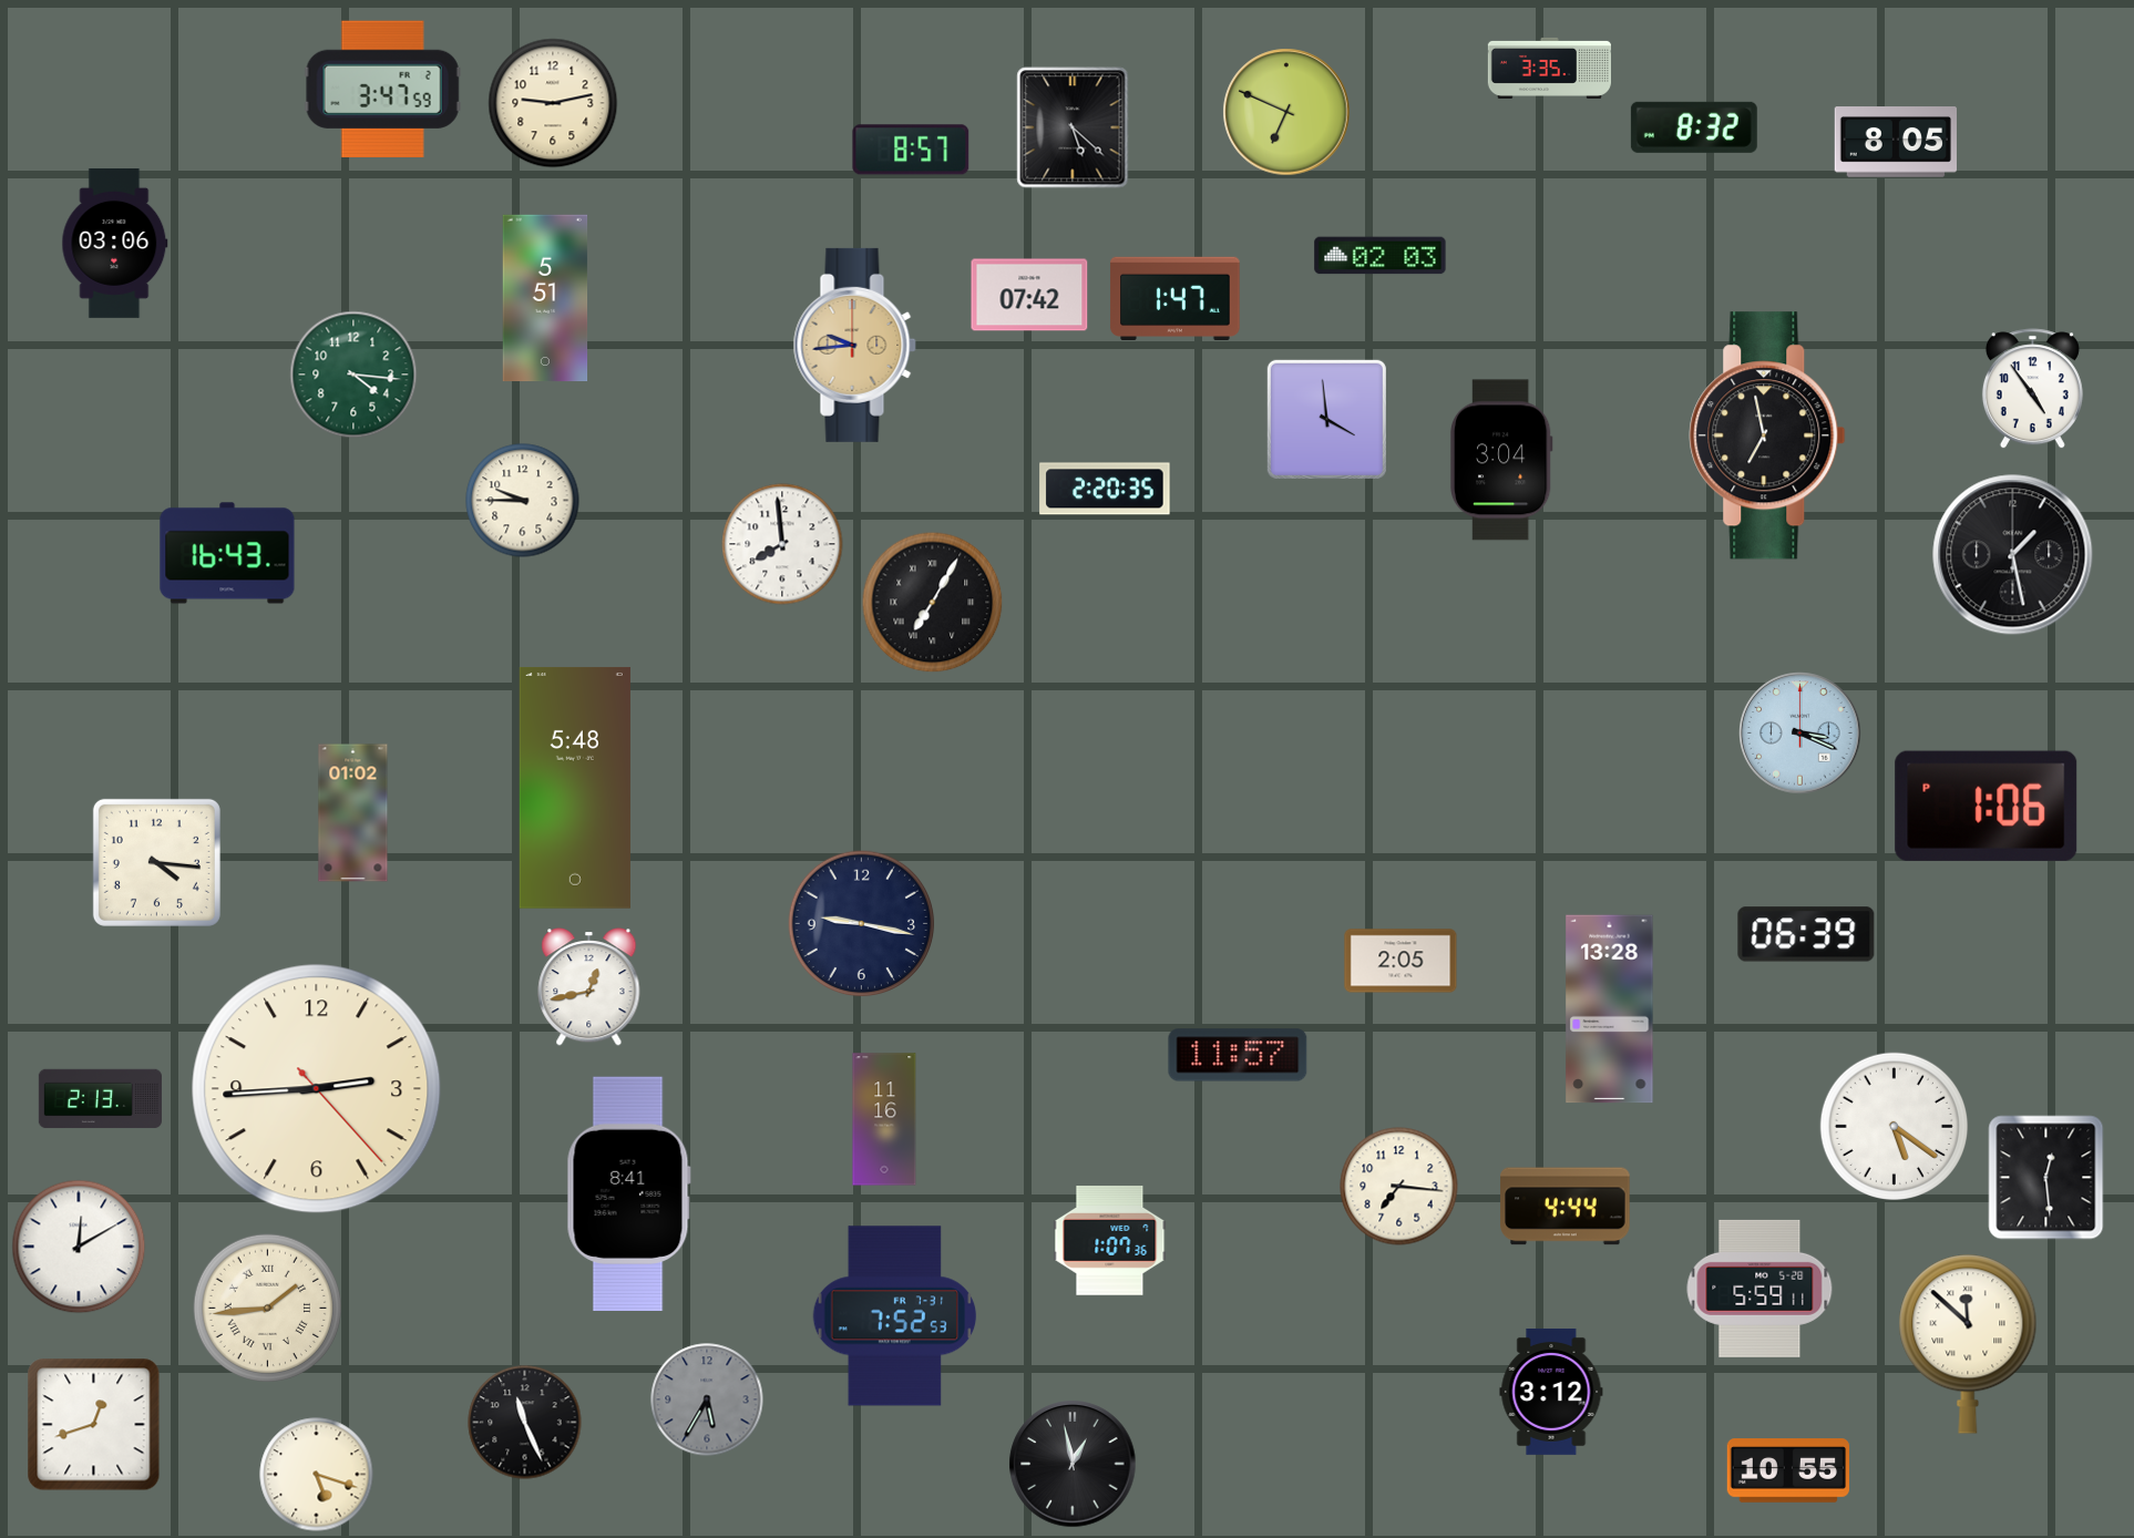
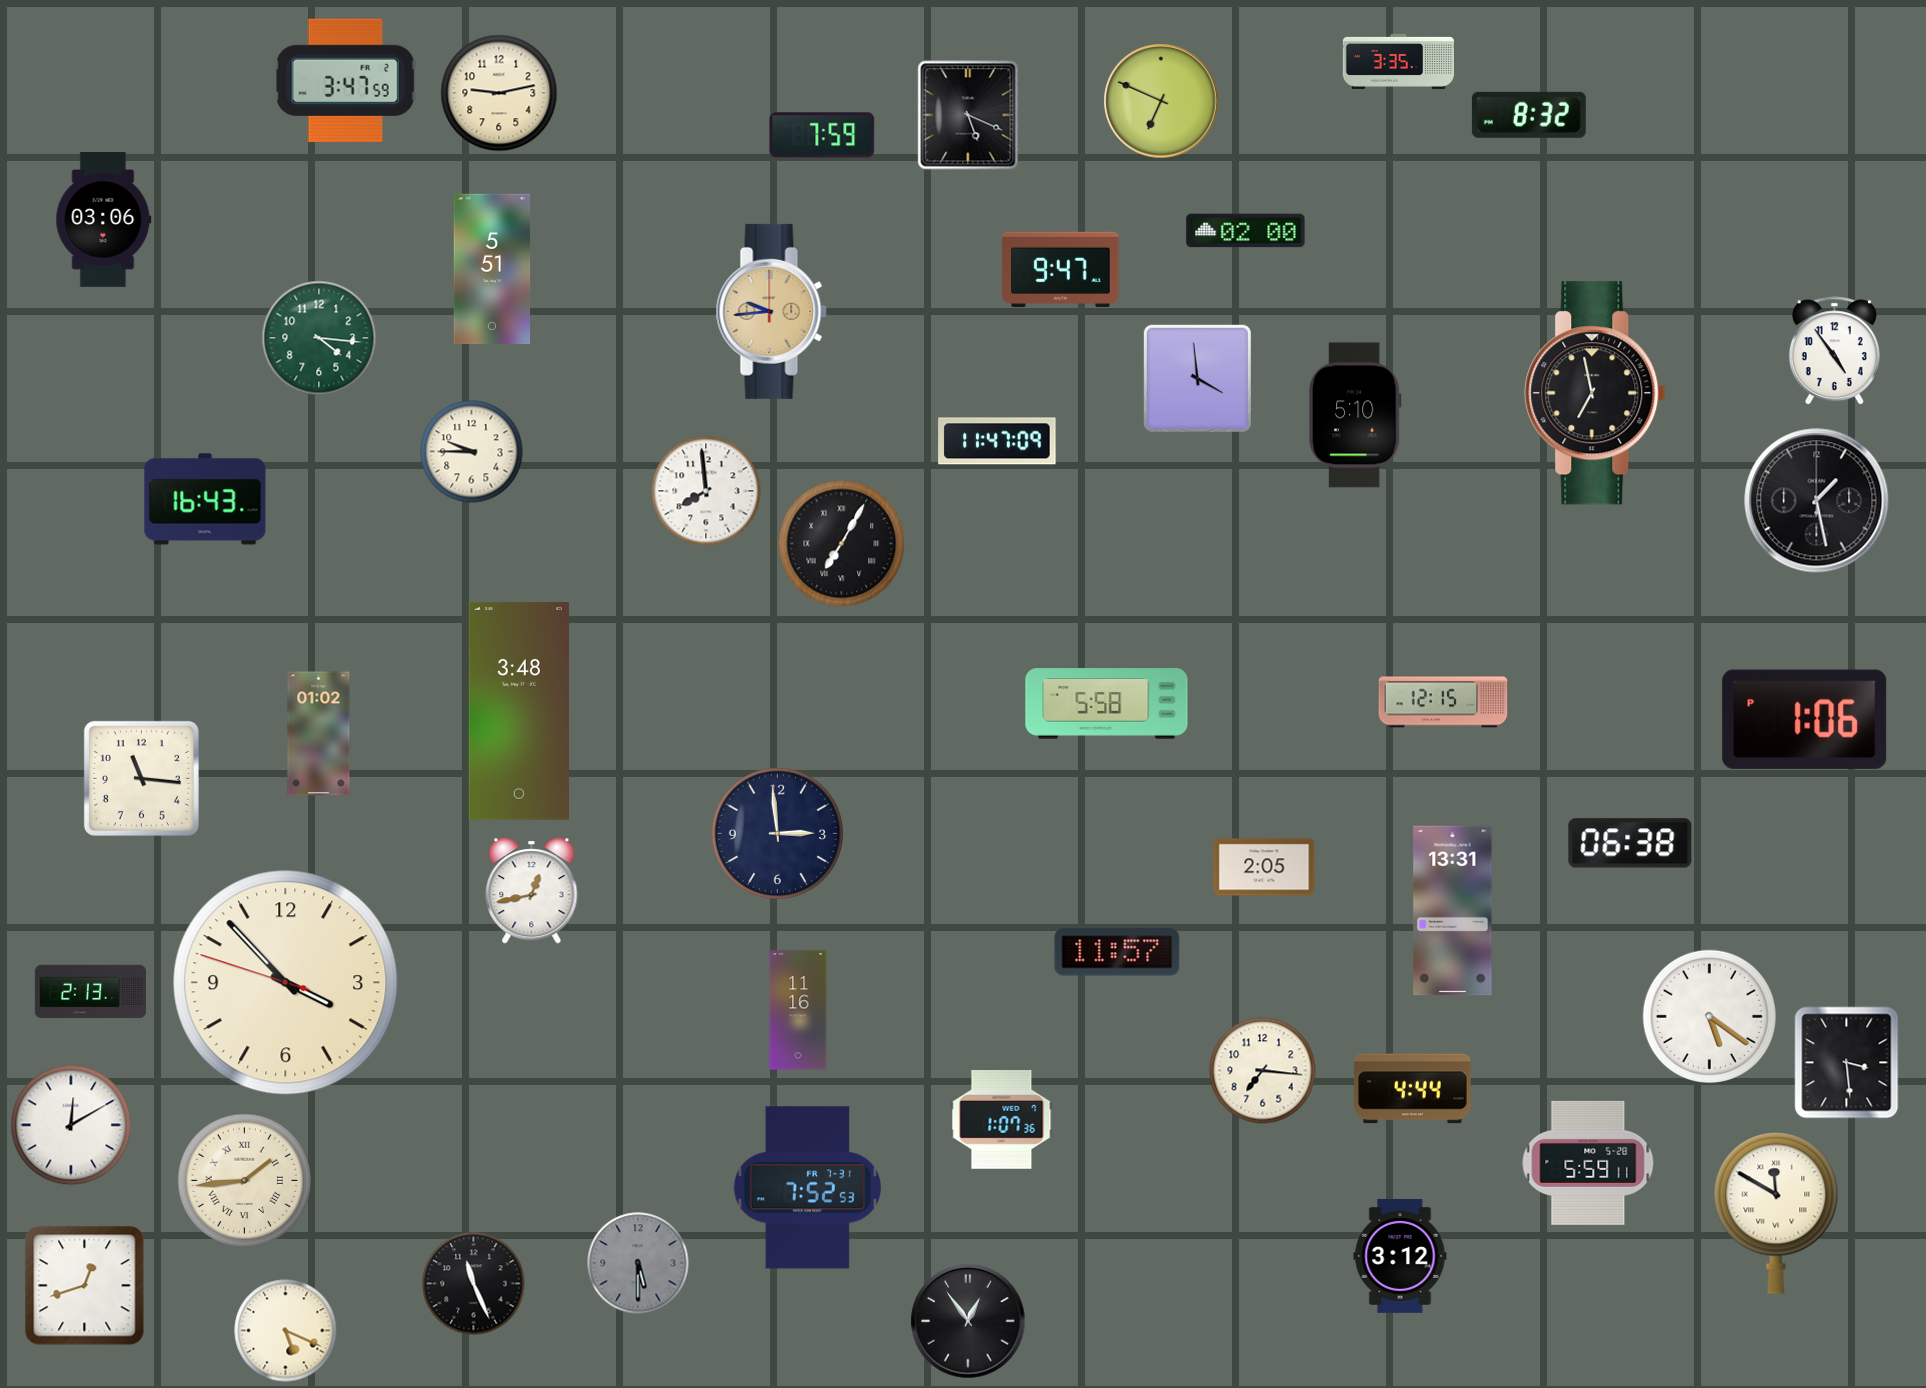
clock at (1073, 127): 5:22 -> 5:19
clock at (1895, 142): 8:05 -> none
clock at (911, 150): 8:57 -> 7:59
clock at (1381, 256): 02:03 -> 02:00
clock at (1029, 295): 07:42 -> none
clock at (1176, 299): 1:47 -> 9:47
clock at (1501, 460): 3:04 -> 5:10
clock at (1105, 489): 2:20 -> 11:47
clock at (1800, 734): 3:19 -> none
clock at (1443, 702): none -> 12:15
clock at (1107, 704): none -> 5:58
clock at (575, 788): 5:48 -> 3:48
clock at (1987, 806) position: (1987, 806) -> (1805, 719)
clock at (156, 862): 4:16 -> 11:16
clock at (862, 924): 9:17 -> 2:59
clock at (1806, 934): 06:39 -> 06:38
clock at (1610, 1009): 13:28 -> 13:31
clock at (317, 1089): 2:44 -> 3:52
clock at (2046, 1178): 12:29 -> 3:29
clock at (628, 1193): 8:41 -> none
clock at (267, 1308) position: (267, 1308) -> (244, 1180)
clock at (1968, 1344): 11:52 -> 11:50
clock at (707, 1399): 5:35 -> 5:30
clock at (1073, 1464): 12:58 -> 12:54
clock at (1787, 1470): 10:55 -> none
clock at (317, 1475): 5:18 -> 5:19
